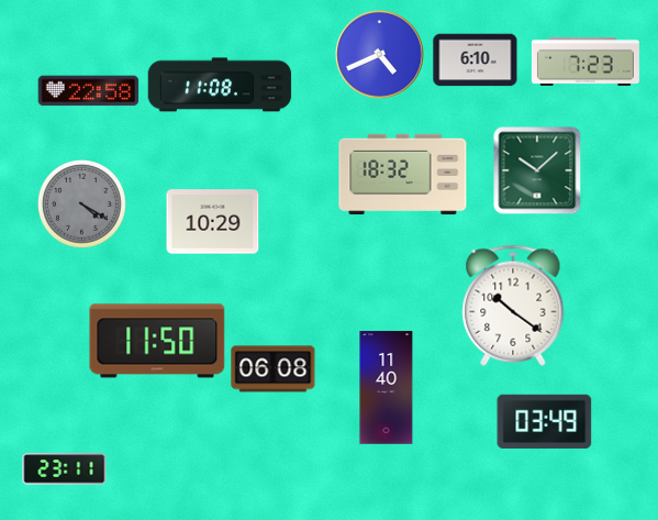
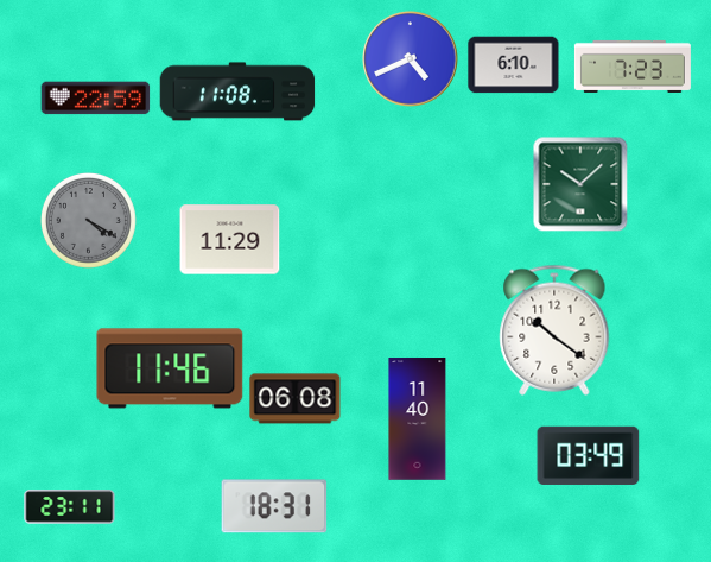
clock at (89, 91): 22:58 -> 22:59
clock at (403, 175): 18:32 -> none
clock at (213, 222): 10:29 -> 11:29
clock at (157, 341): 11:50 -> 11:46
clock at (274, 506): none -> 18:31
